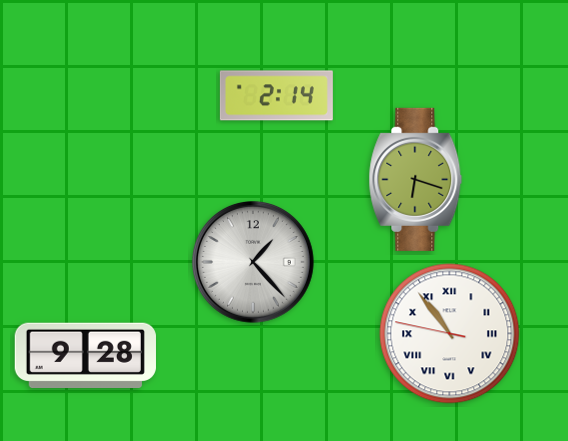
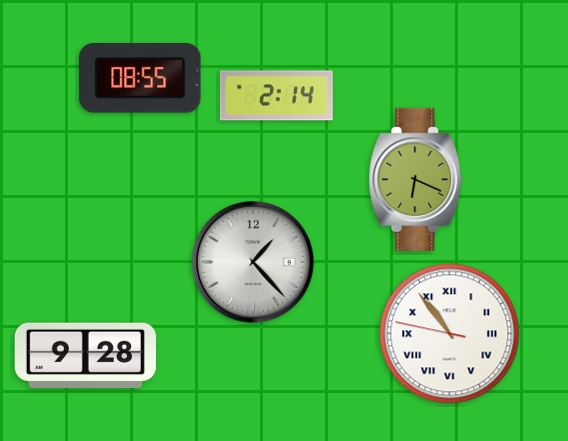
clock at (140, 79): none -> 08:55
clock at (416, 179): 6:18 -> 6:19
